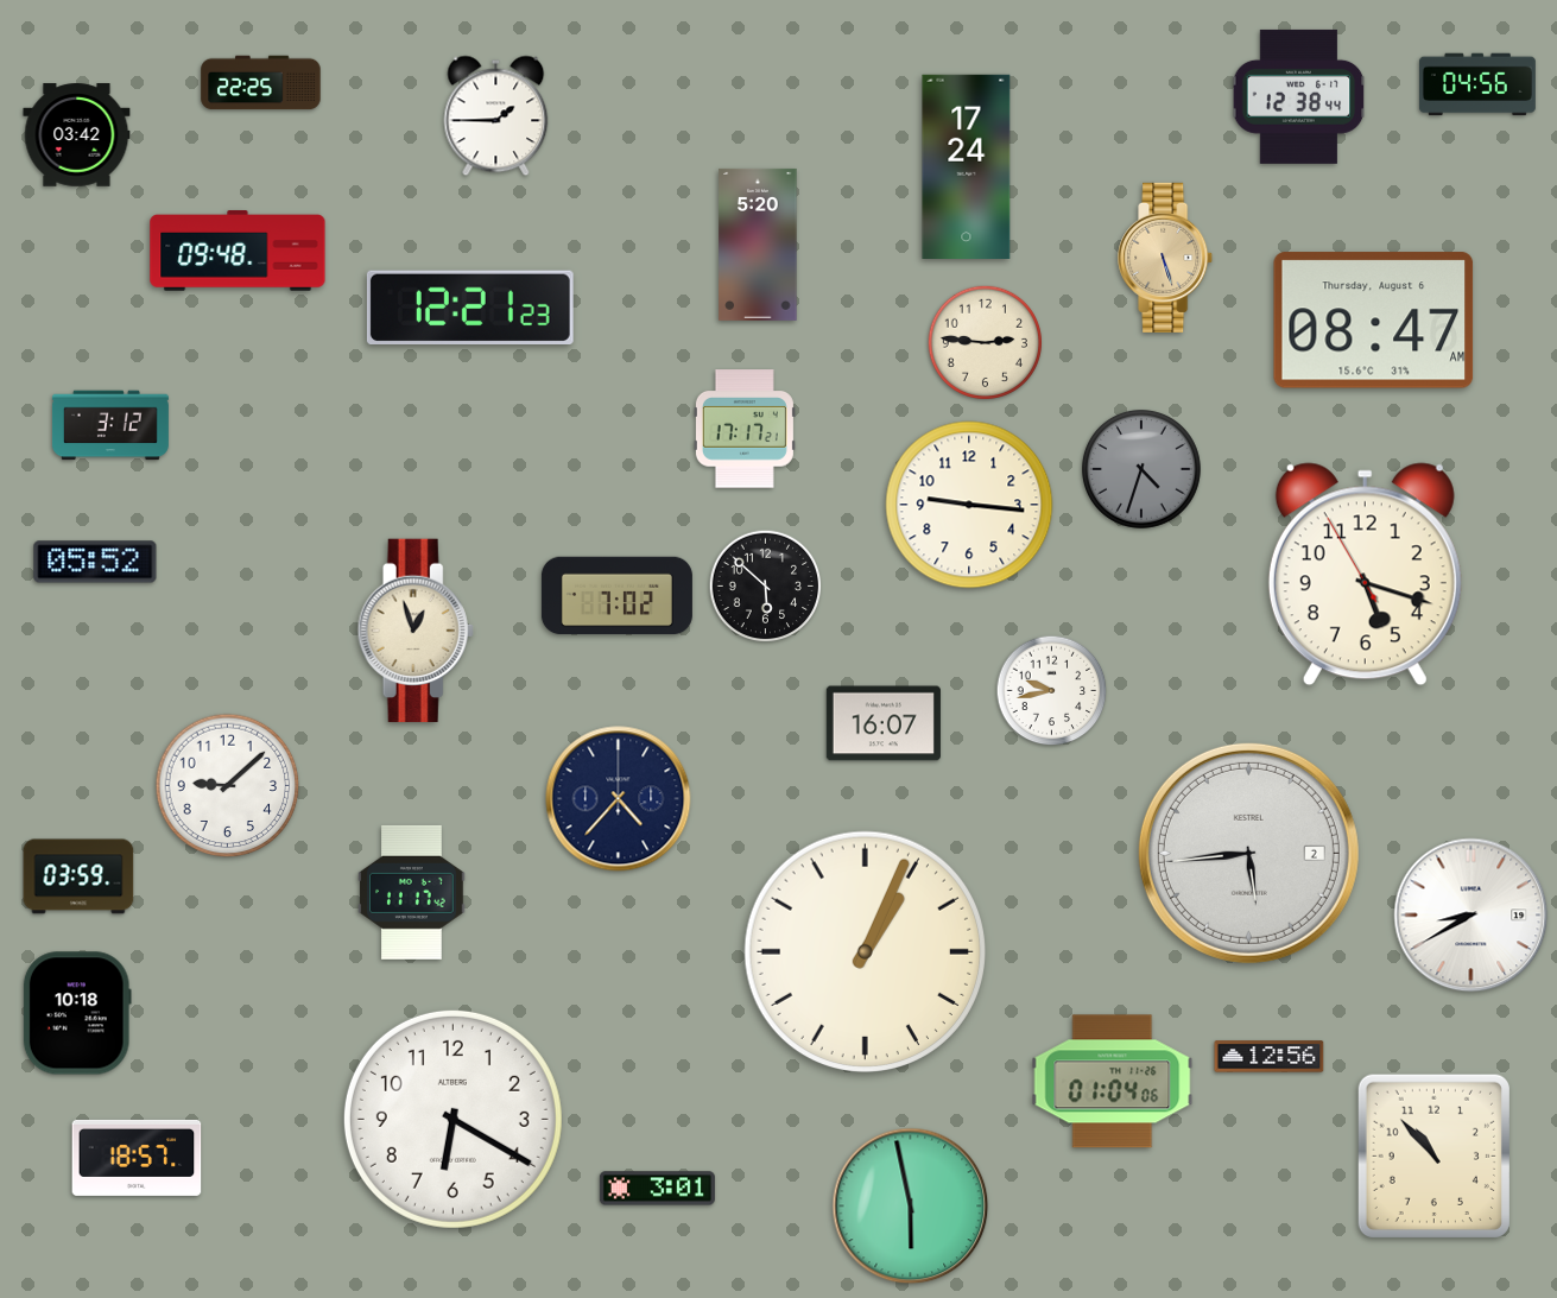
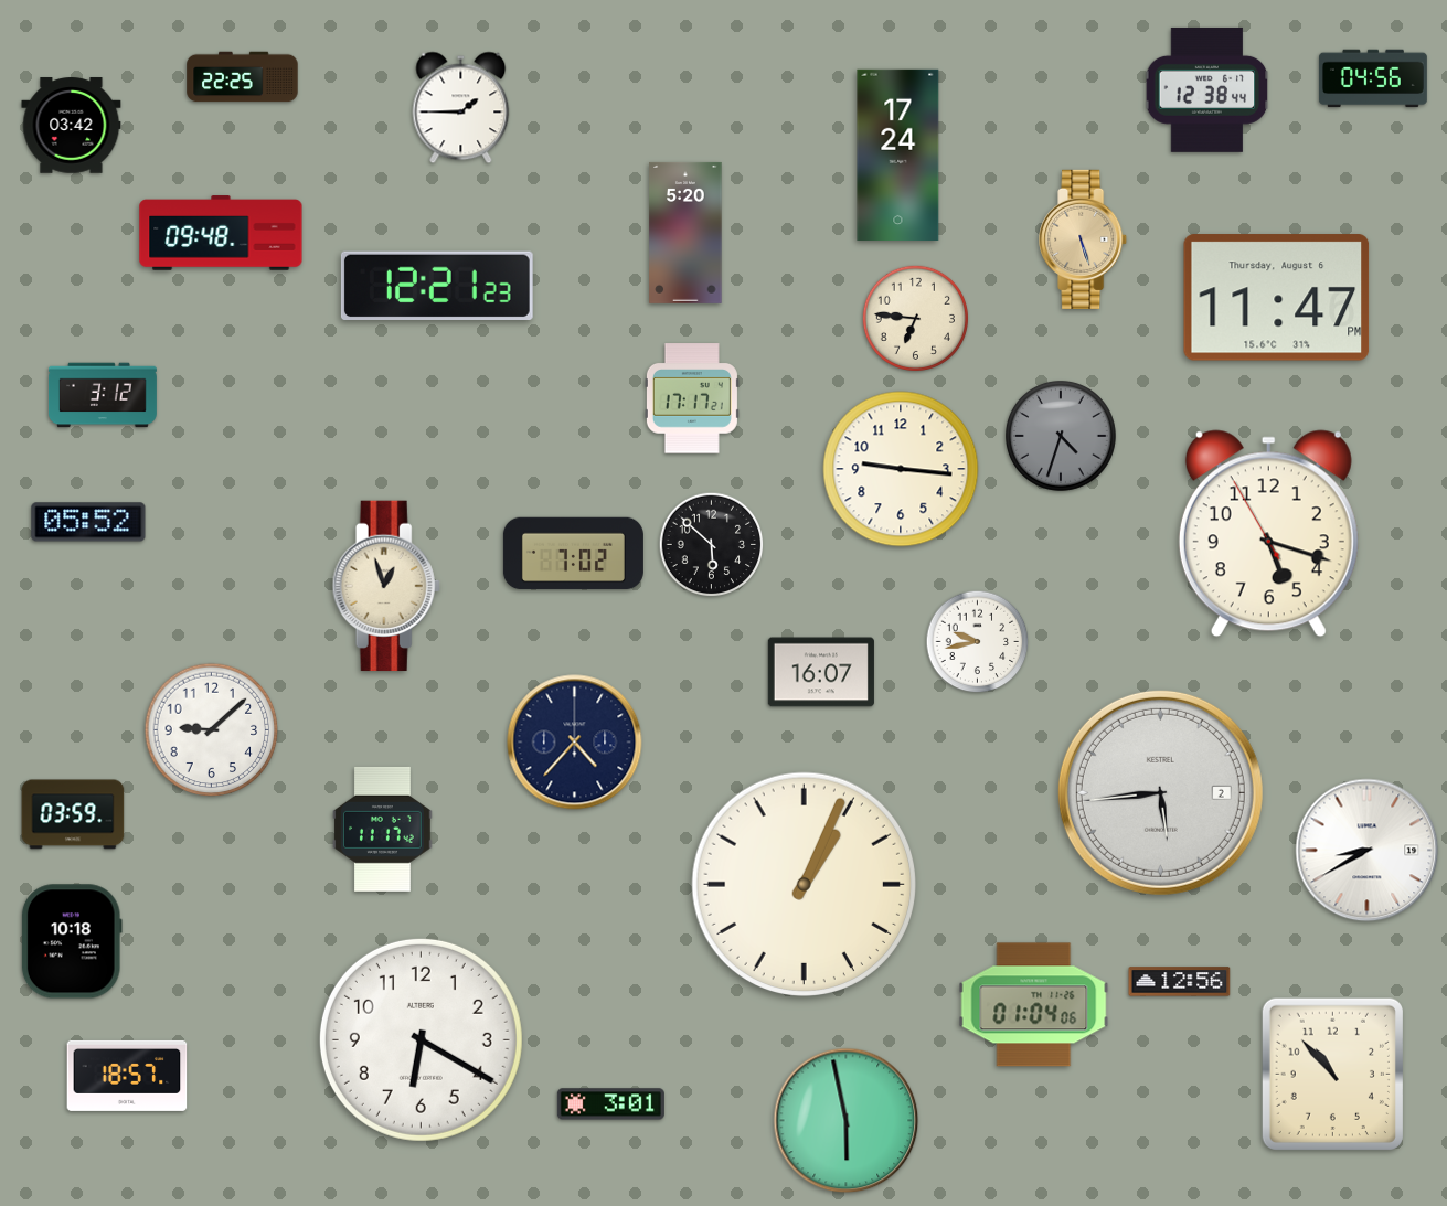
clock at (758, 245) position: (758, 245) -> (685, 233)
clock at (1374, 321): 08:47 -> 11:47
clock at (985, 342): 2:46 -> 6:46
